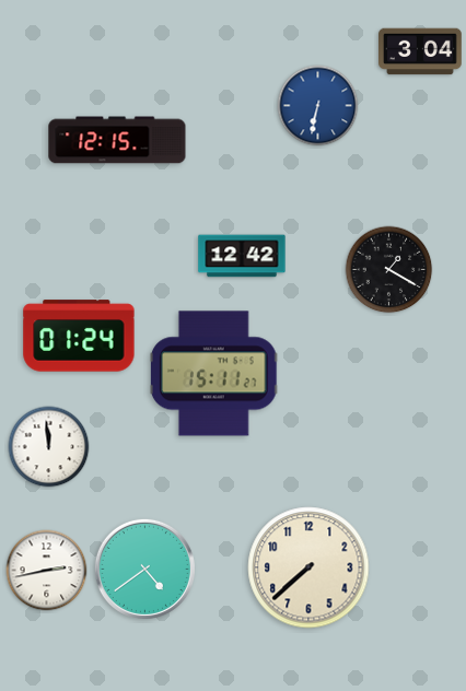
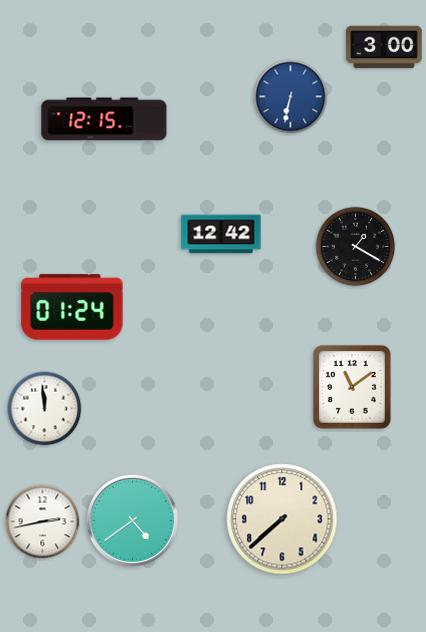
clock at (421, 51): 3:04 -> 3:00
clock at (117, 140) position: (117, 140) -> (104, 119)
clock at (213, 374): 15:11 -> none
clock at (352, 387): none -> 11:09
